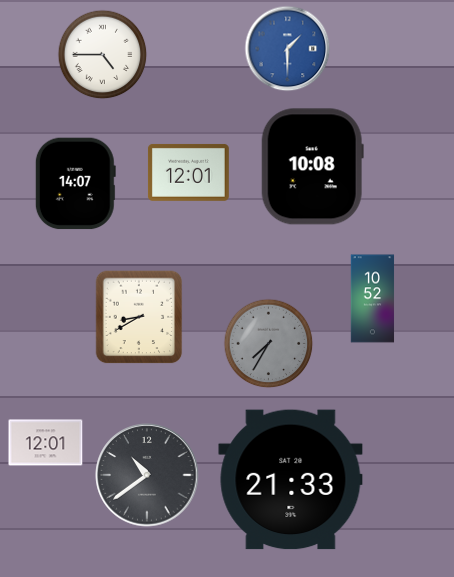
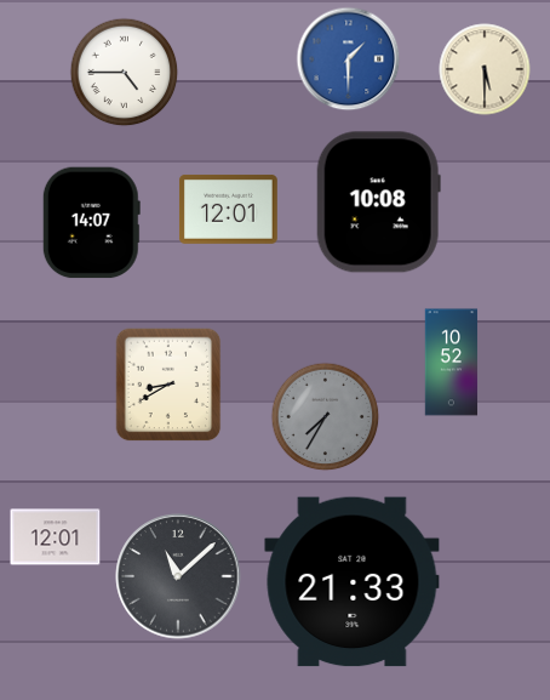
clock at (103, 55) position: (103, 55) -> (125, 73)
clock at (485, 69): none -> 5:30
clock at (147, 475): 10:39 -> 11:08
